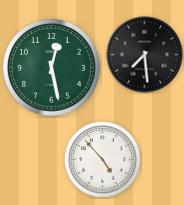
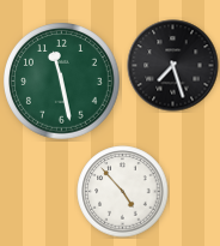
clock at (145, 55): 7:29 -> 7:27
clock at (52, 68): 12:28 -> 11:28
